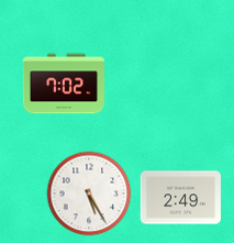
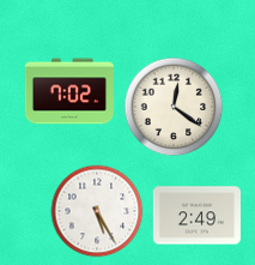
clock at (174, 107): none -> 12:21
